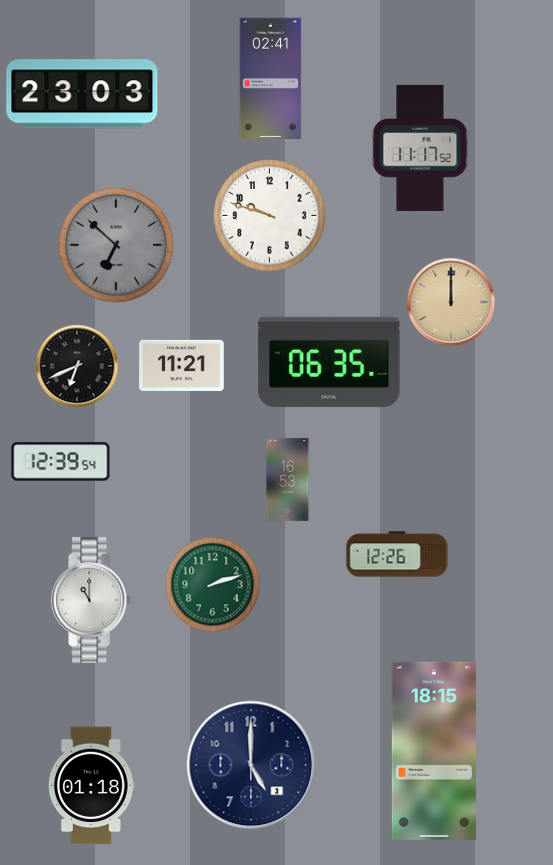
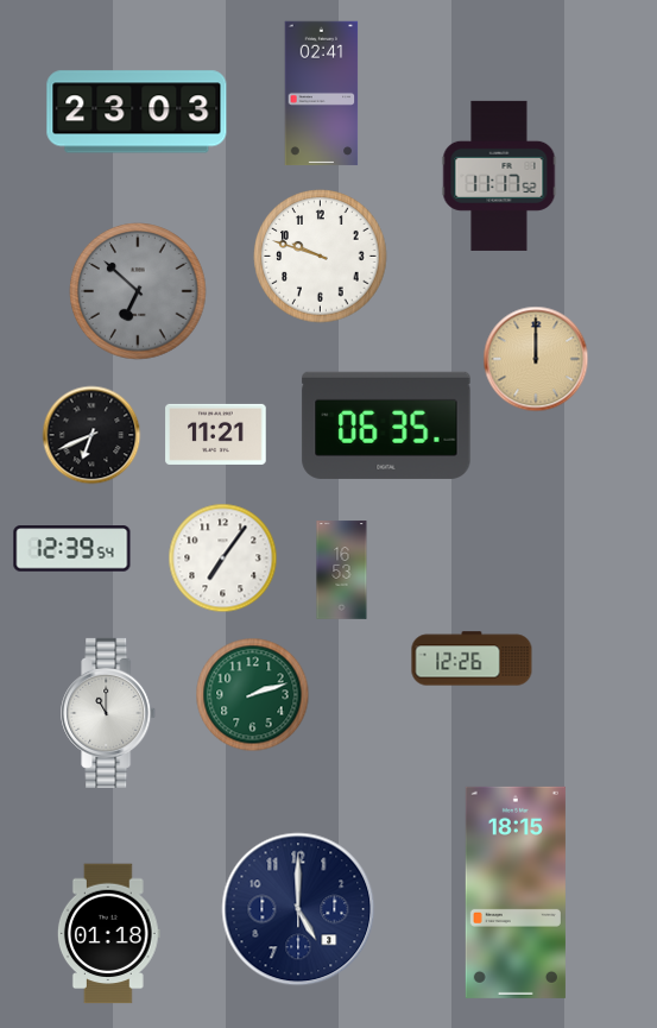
clock at (82, 94) position: (82, 94) -> (137, 112)
clock at (329, 362) position: (329, 362) -> (386, 425)
clock at (222, 557): none -> 7:06
